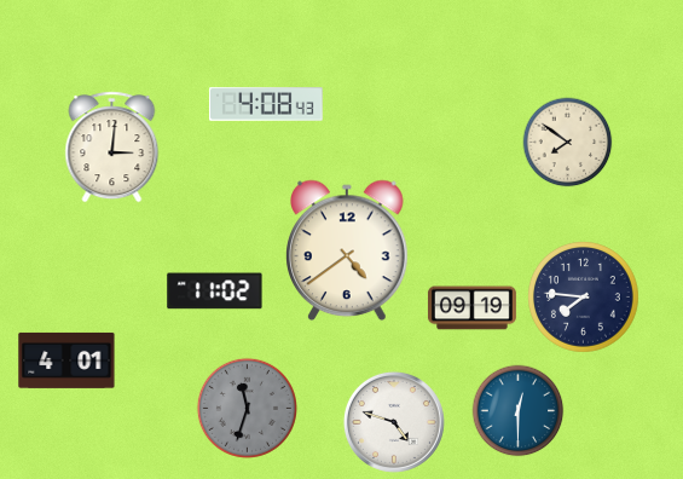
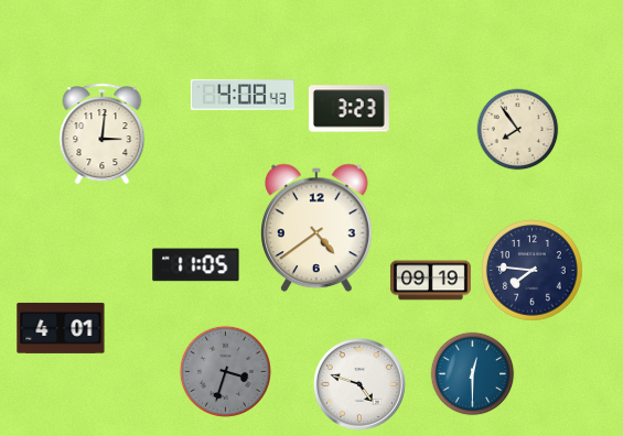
clock at (348, 109): none -> 3:23
clock at (568, 143): 7:51 -> 7:54
clock at (215, 292): 11:02 -> 11:05
clock at (247, 408): 11:33 -> 3:33
